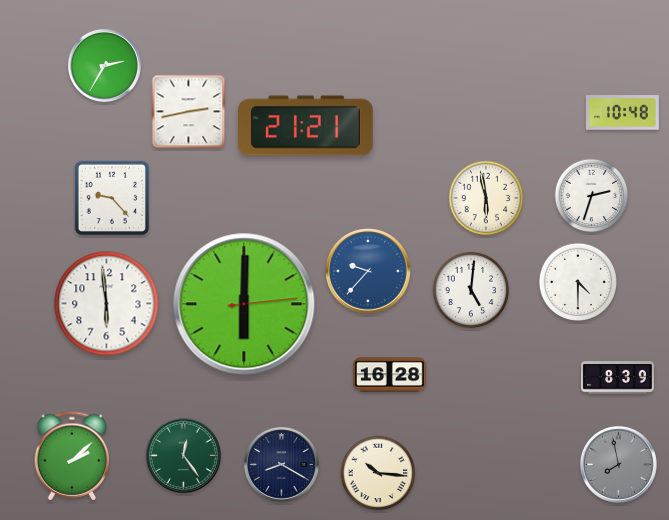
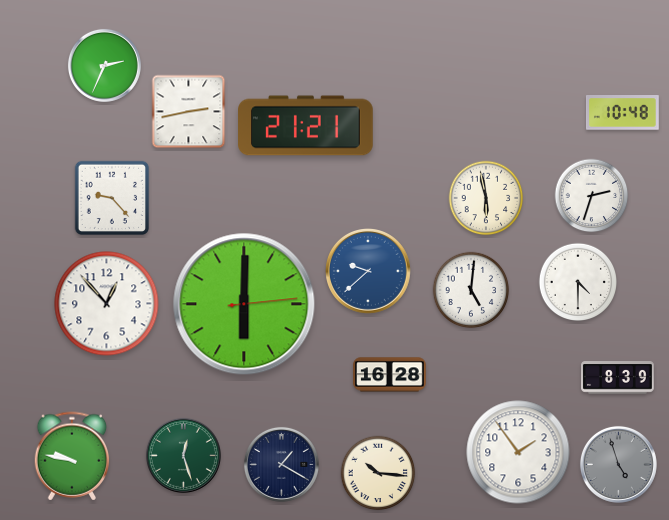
clock at (104, 65): 2:35 -> 2:34
clock at (369, 272): 9:37 -> 9:38
clock at (107, 304): 5:59 -> 12:53
clock at (518, 452): none -> 1:54
clock at (183, 455): 12:24 -> 12:27
clock at (72, 456): 2:08 -> 9:47
clock at (281, 464): 8:20 -> 1:20
clock at (618, 464): 7:58 -> 4:57
